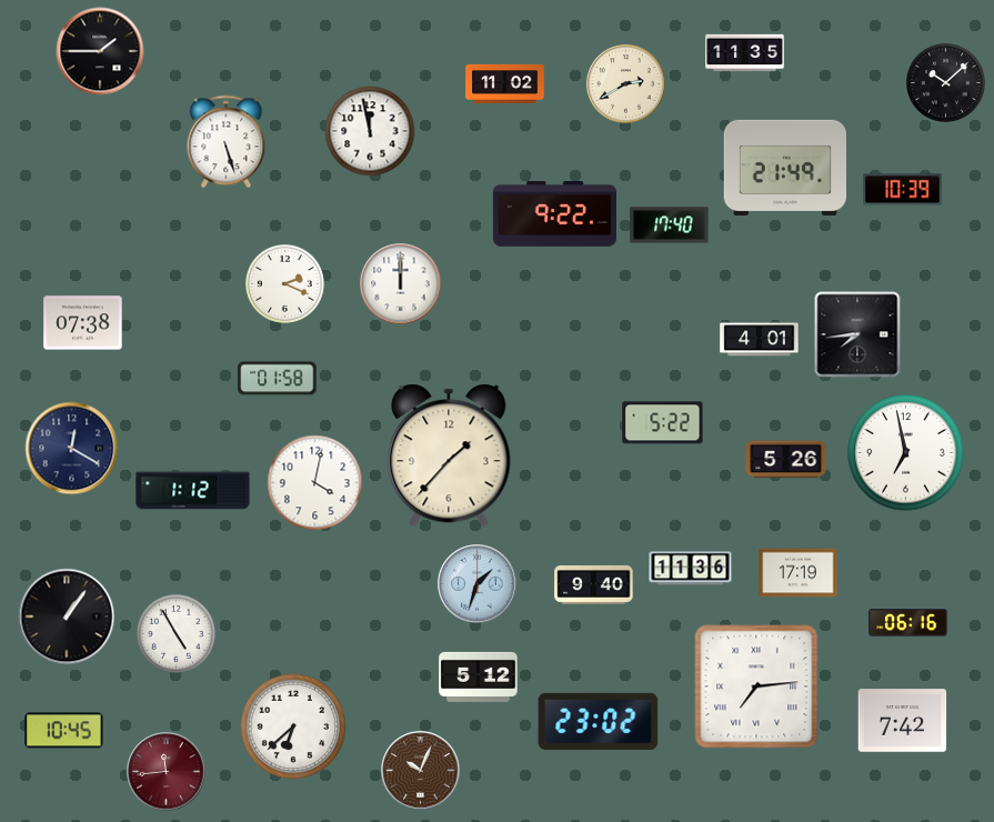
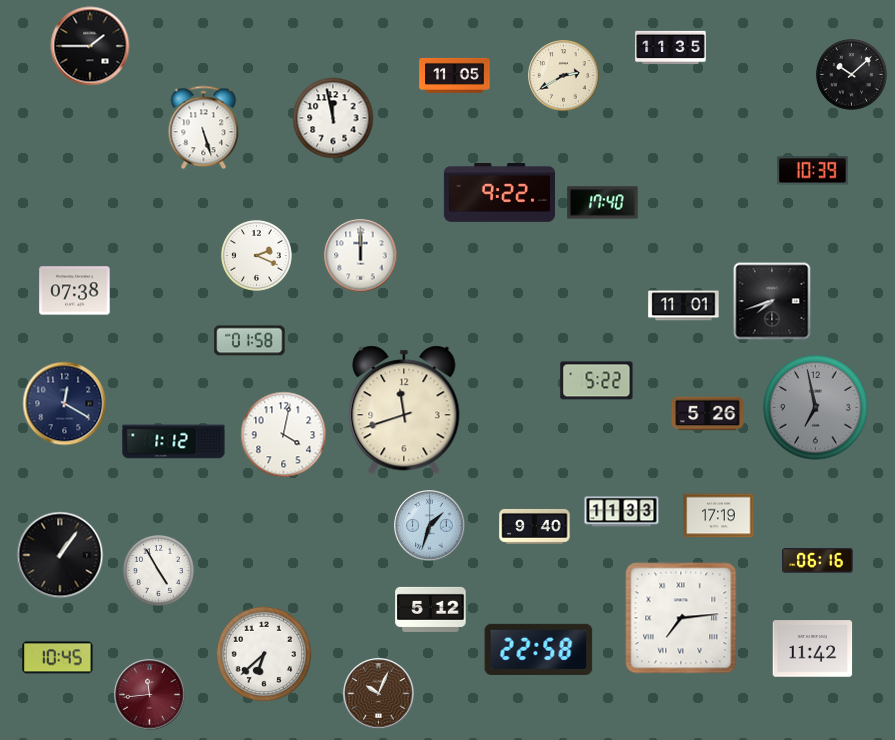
clock at (505, 83): 11:02 -> 11:05
clock at (784, 168): 21:49 -> none
clock at (857, 334): 7:44 -> 7:42
clock at (760, 340): 4:01 -> 11:01
clock at (906, 453) dial: white -> grey
clock at (449, 455): 1:37 -> 11:42
clock at (691, 569): 11:36 -> 11:33
clock at (599, 721): 23:02 -> 22:58
clock at (903, 721): 7:42 -> 11:42
